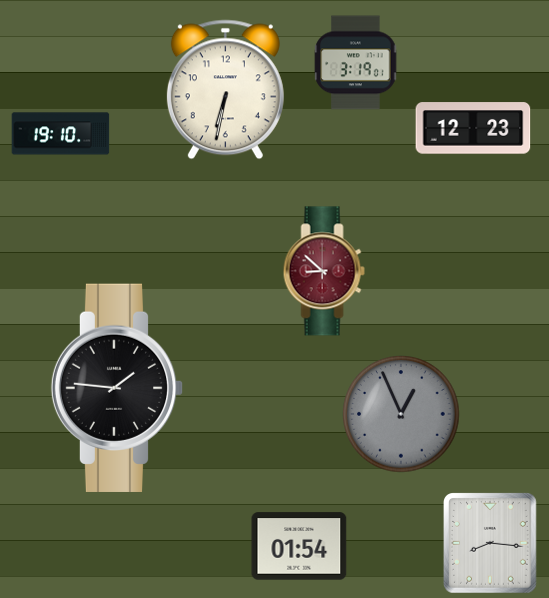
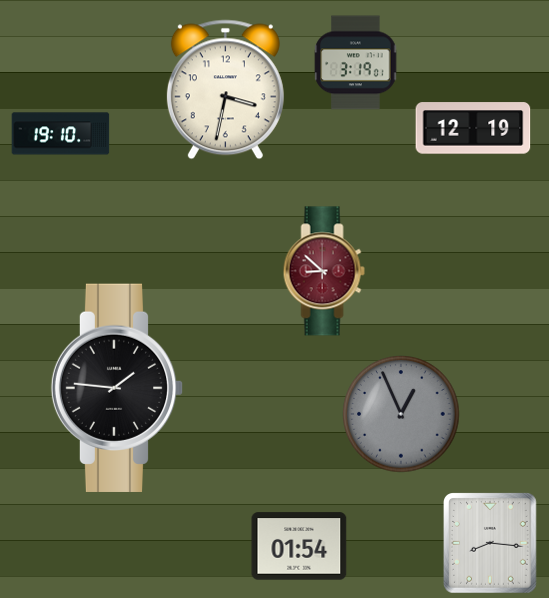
clock at (225, 90): 6:32 -> 3:32
clock at (473, 128): 12:23 -> 12:19
